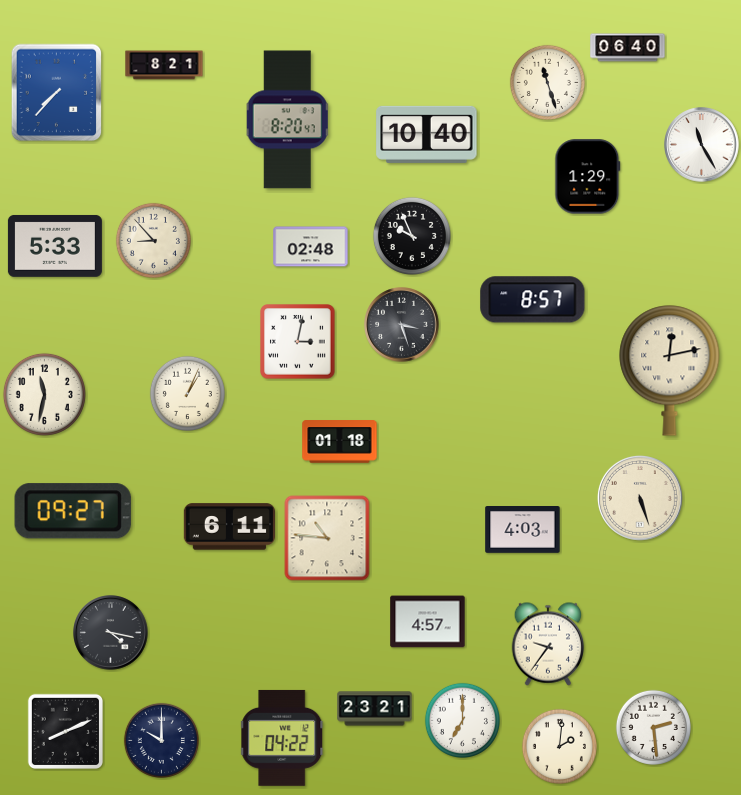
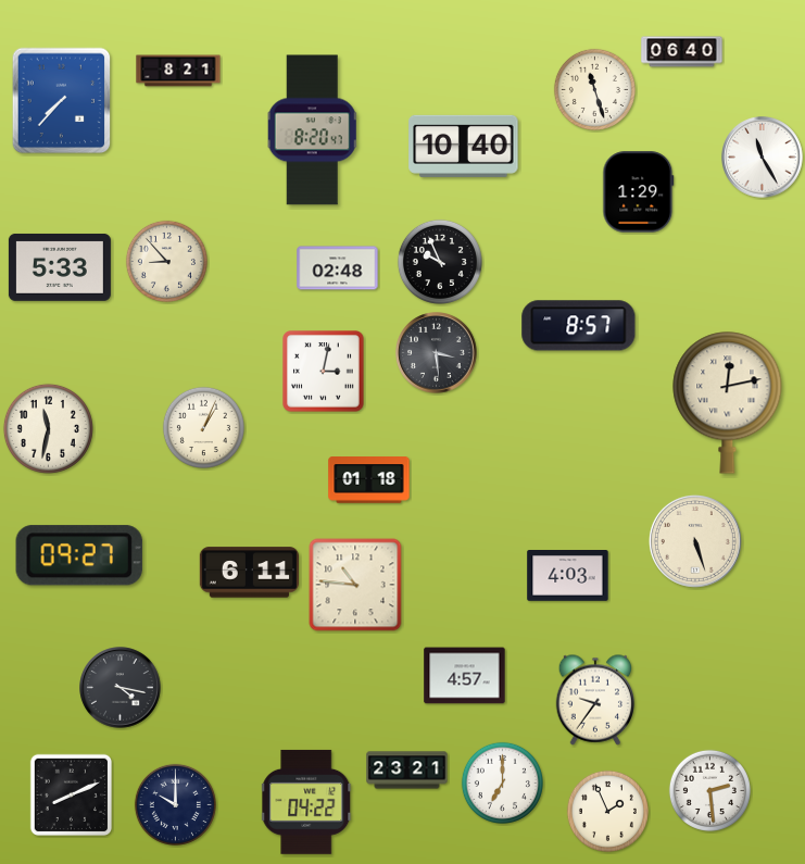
clock at (412, 236) position: (412, 236) -> (440, 262)
clock at (402, 325): 3:27 -> 3:29
clock at (559, 746): 2:01 -> 1:56
